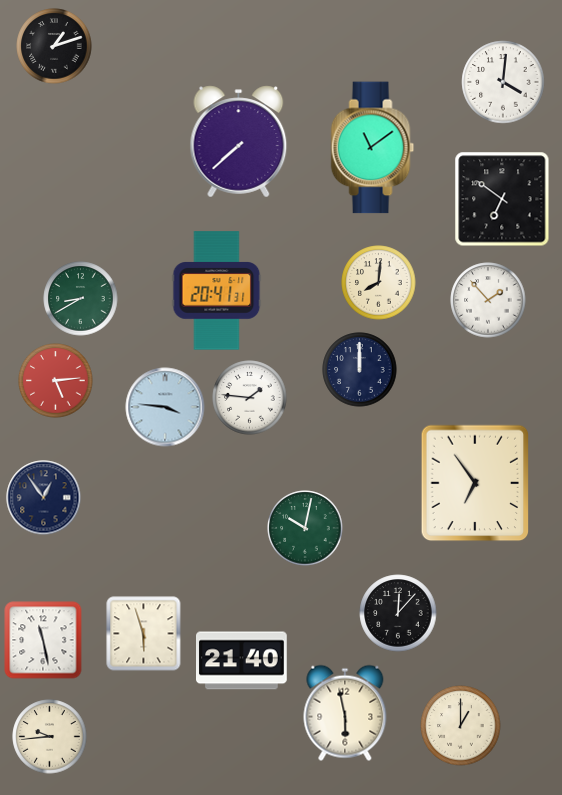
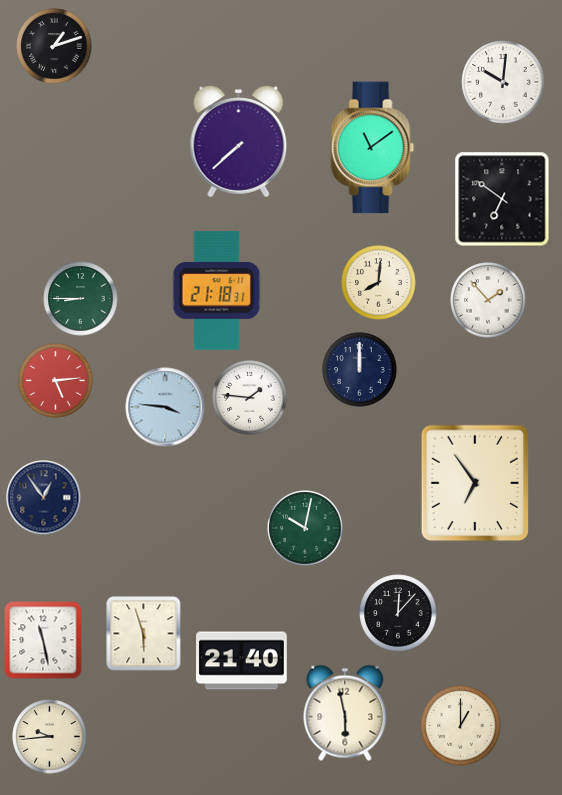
clock at (503, 82): 4:01 -> 10:01
clock at (217, 291): 20:41 -> 21:18
clock at (81, 299): 8:40 -> 8:45
